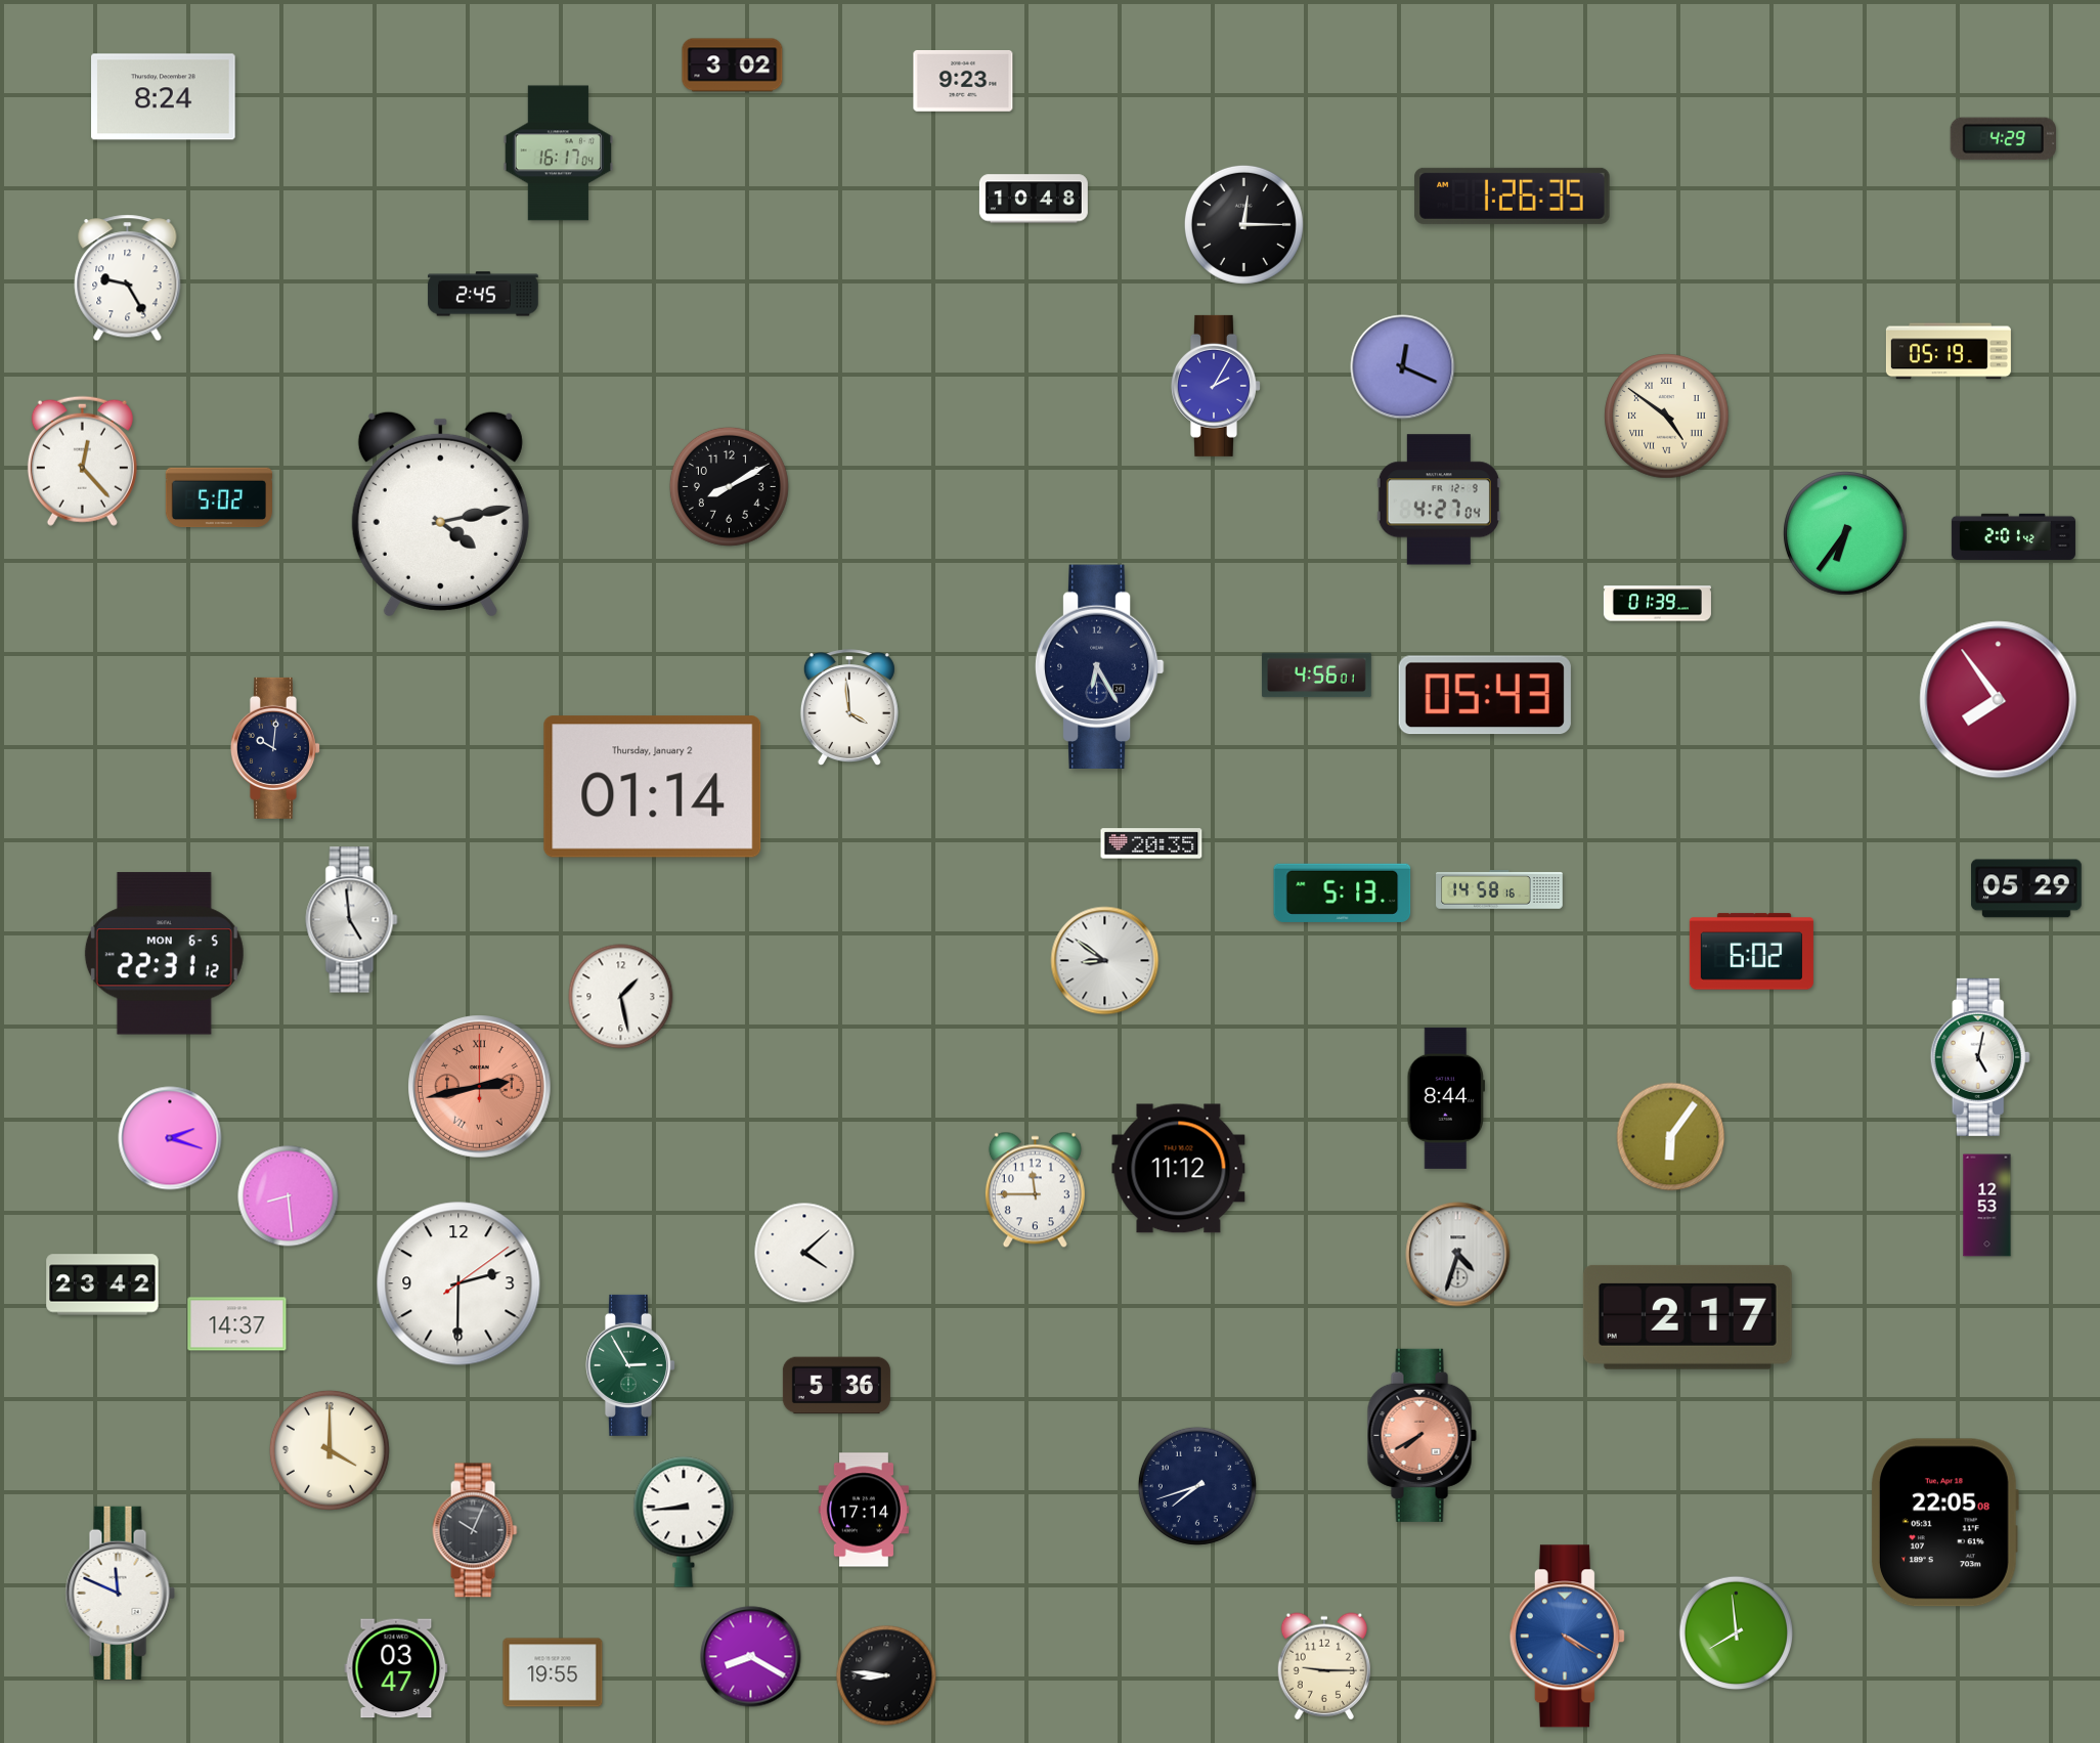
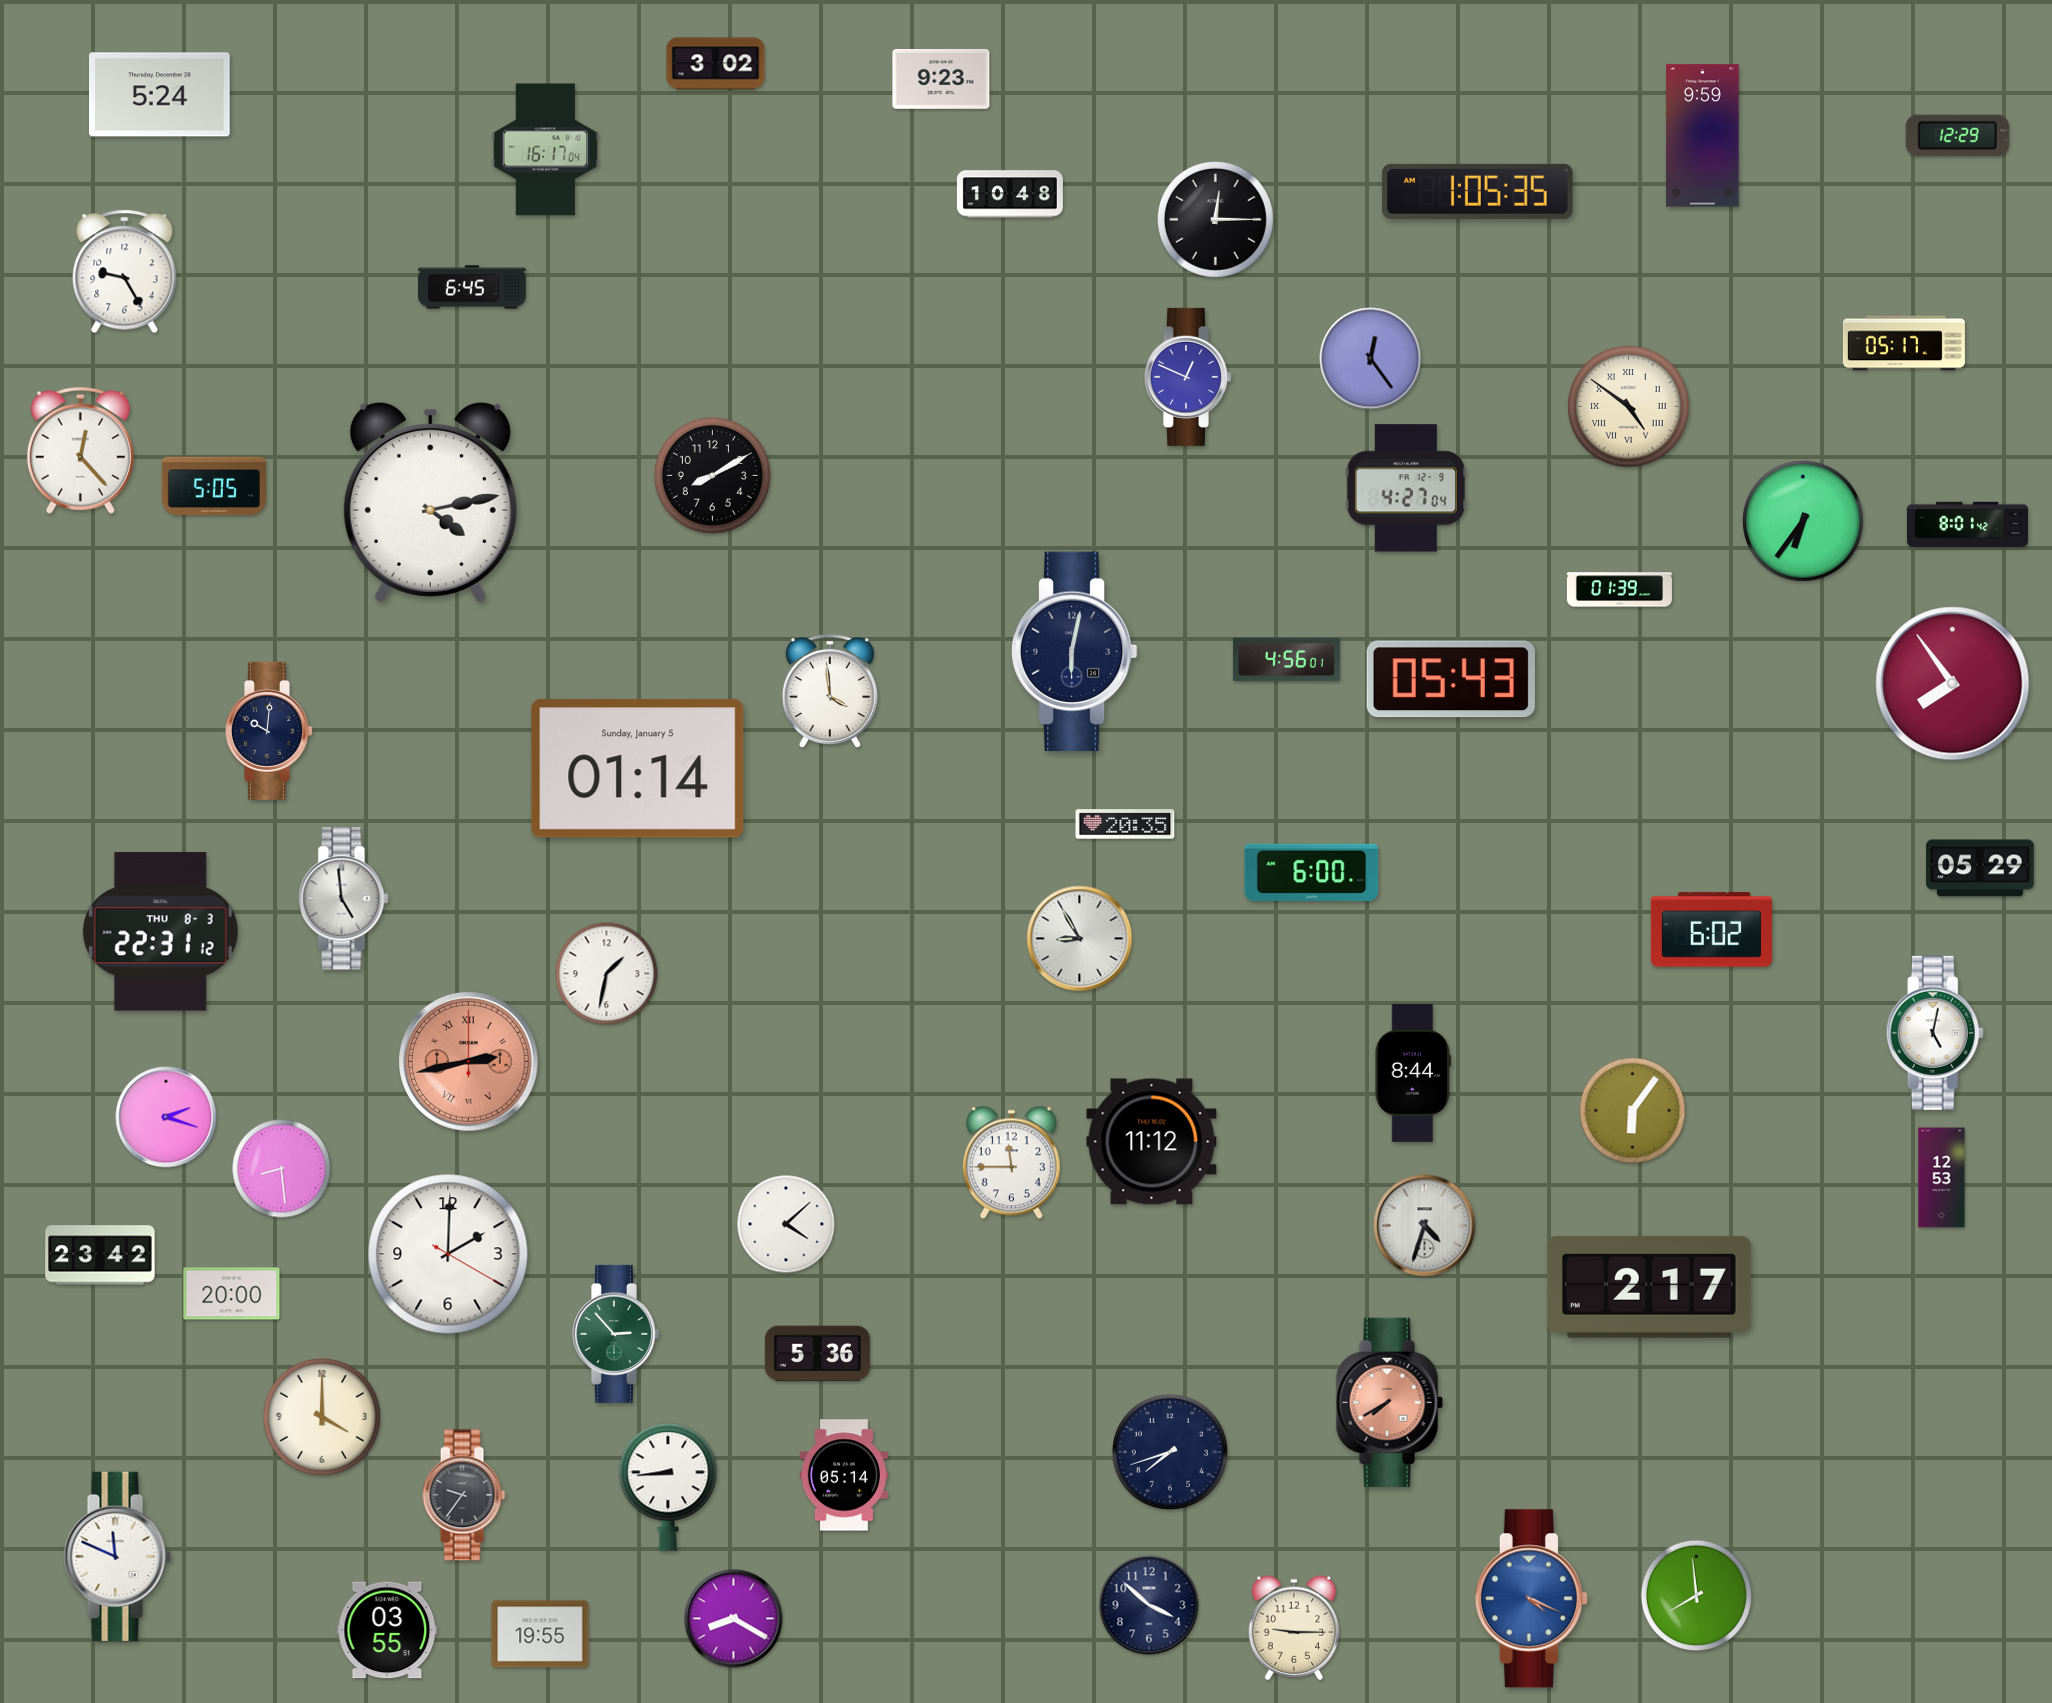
clock at (164, 97): 8:24 -> 5:24
clock at (1703, 136): none -> 9:59
clock at (2003, 139): 4:29 -> 12:29
clock at (1513, 195): 1:26 -> 1:05
clock at (483, 294): 2:45 -> 6:45
clock at (1949, 351): 05:19 -> 05:17
clock at (1403, 367): 12:19 -> 12:24
clock at (1216, 386): 2:05 -> 12:49
clock at (219, 497): 5:02 -> 5:05
clock at (2013, 536): 2:01 -> 8:01
clock at (1099, 666): 6:25 -> 6:02
clock at (653, 787) date: Thursday, January 2 -> Sunday, January 5
clock at (1499, 890): 14:58 -> none
clock at (1343, 892): 5:13 -> 6:00
clock at (164, 954) date: MON 6-5 -> THU 8-3
clock at (1105, 961): 8:51 -> 8:55
clock at (621, 997): 1:28 -> 1:32
clock at (170, 1138) position: (170, 1138) -> (166, 1117)
clock at (458, 1283): 2:30 -> 2:00
clock at (237, 1324): 14:37 -> 20:00
clock at (630, 1365): 2:55 -> 2:53
clock at (864, 1510): 17:14 -> 05:14
clock at (1945, 1523): 22:05 -> none
clock at (475, 1530): 10:04 -> 9:36
clock at (1567, 1637): 4:20 -> 4:19
clock at (1149, 1605): none -> 3:52
clock at (396, 1668): 03:47 -> 03:55
clock at (886, 1675): 8:46 -> none
